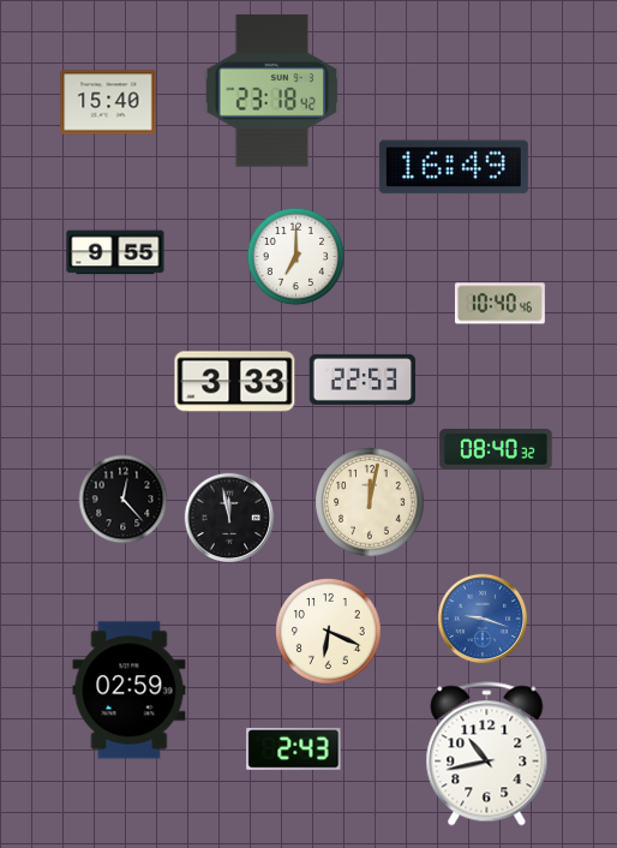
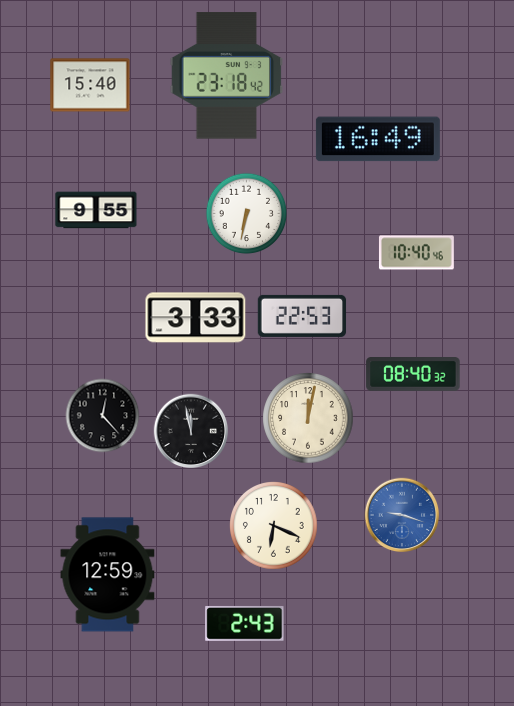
clock at (296, 257): 7:00 -> 6:32
clock at (130, 691): 02:59 -> 12:59
clock at (487, 754): 10:43 -> none
